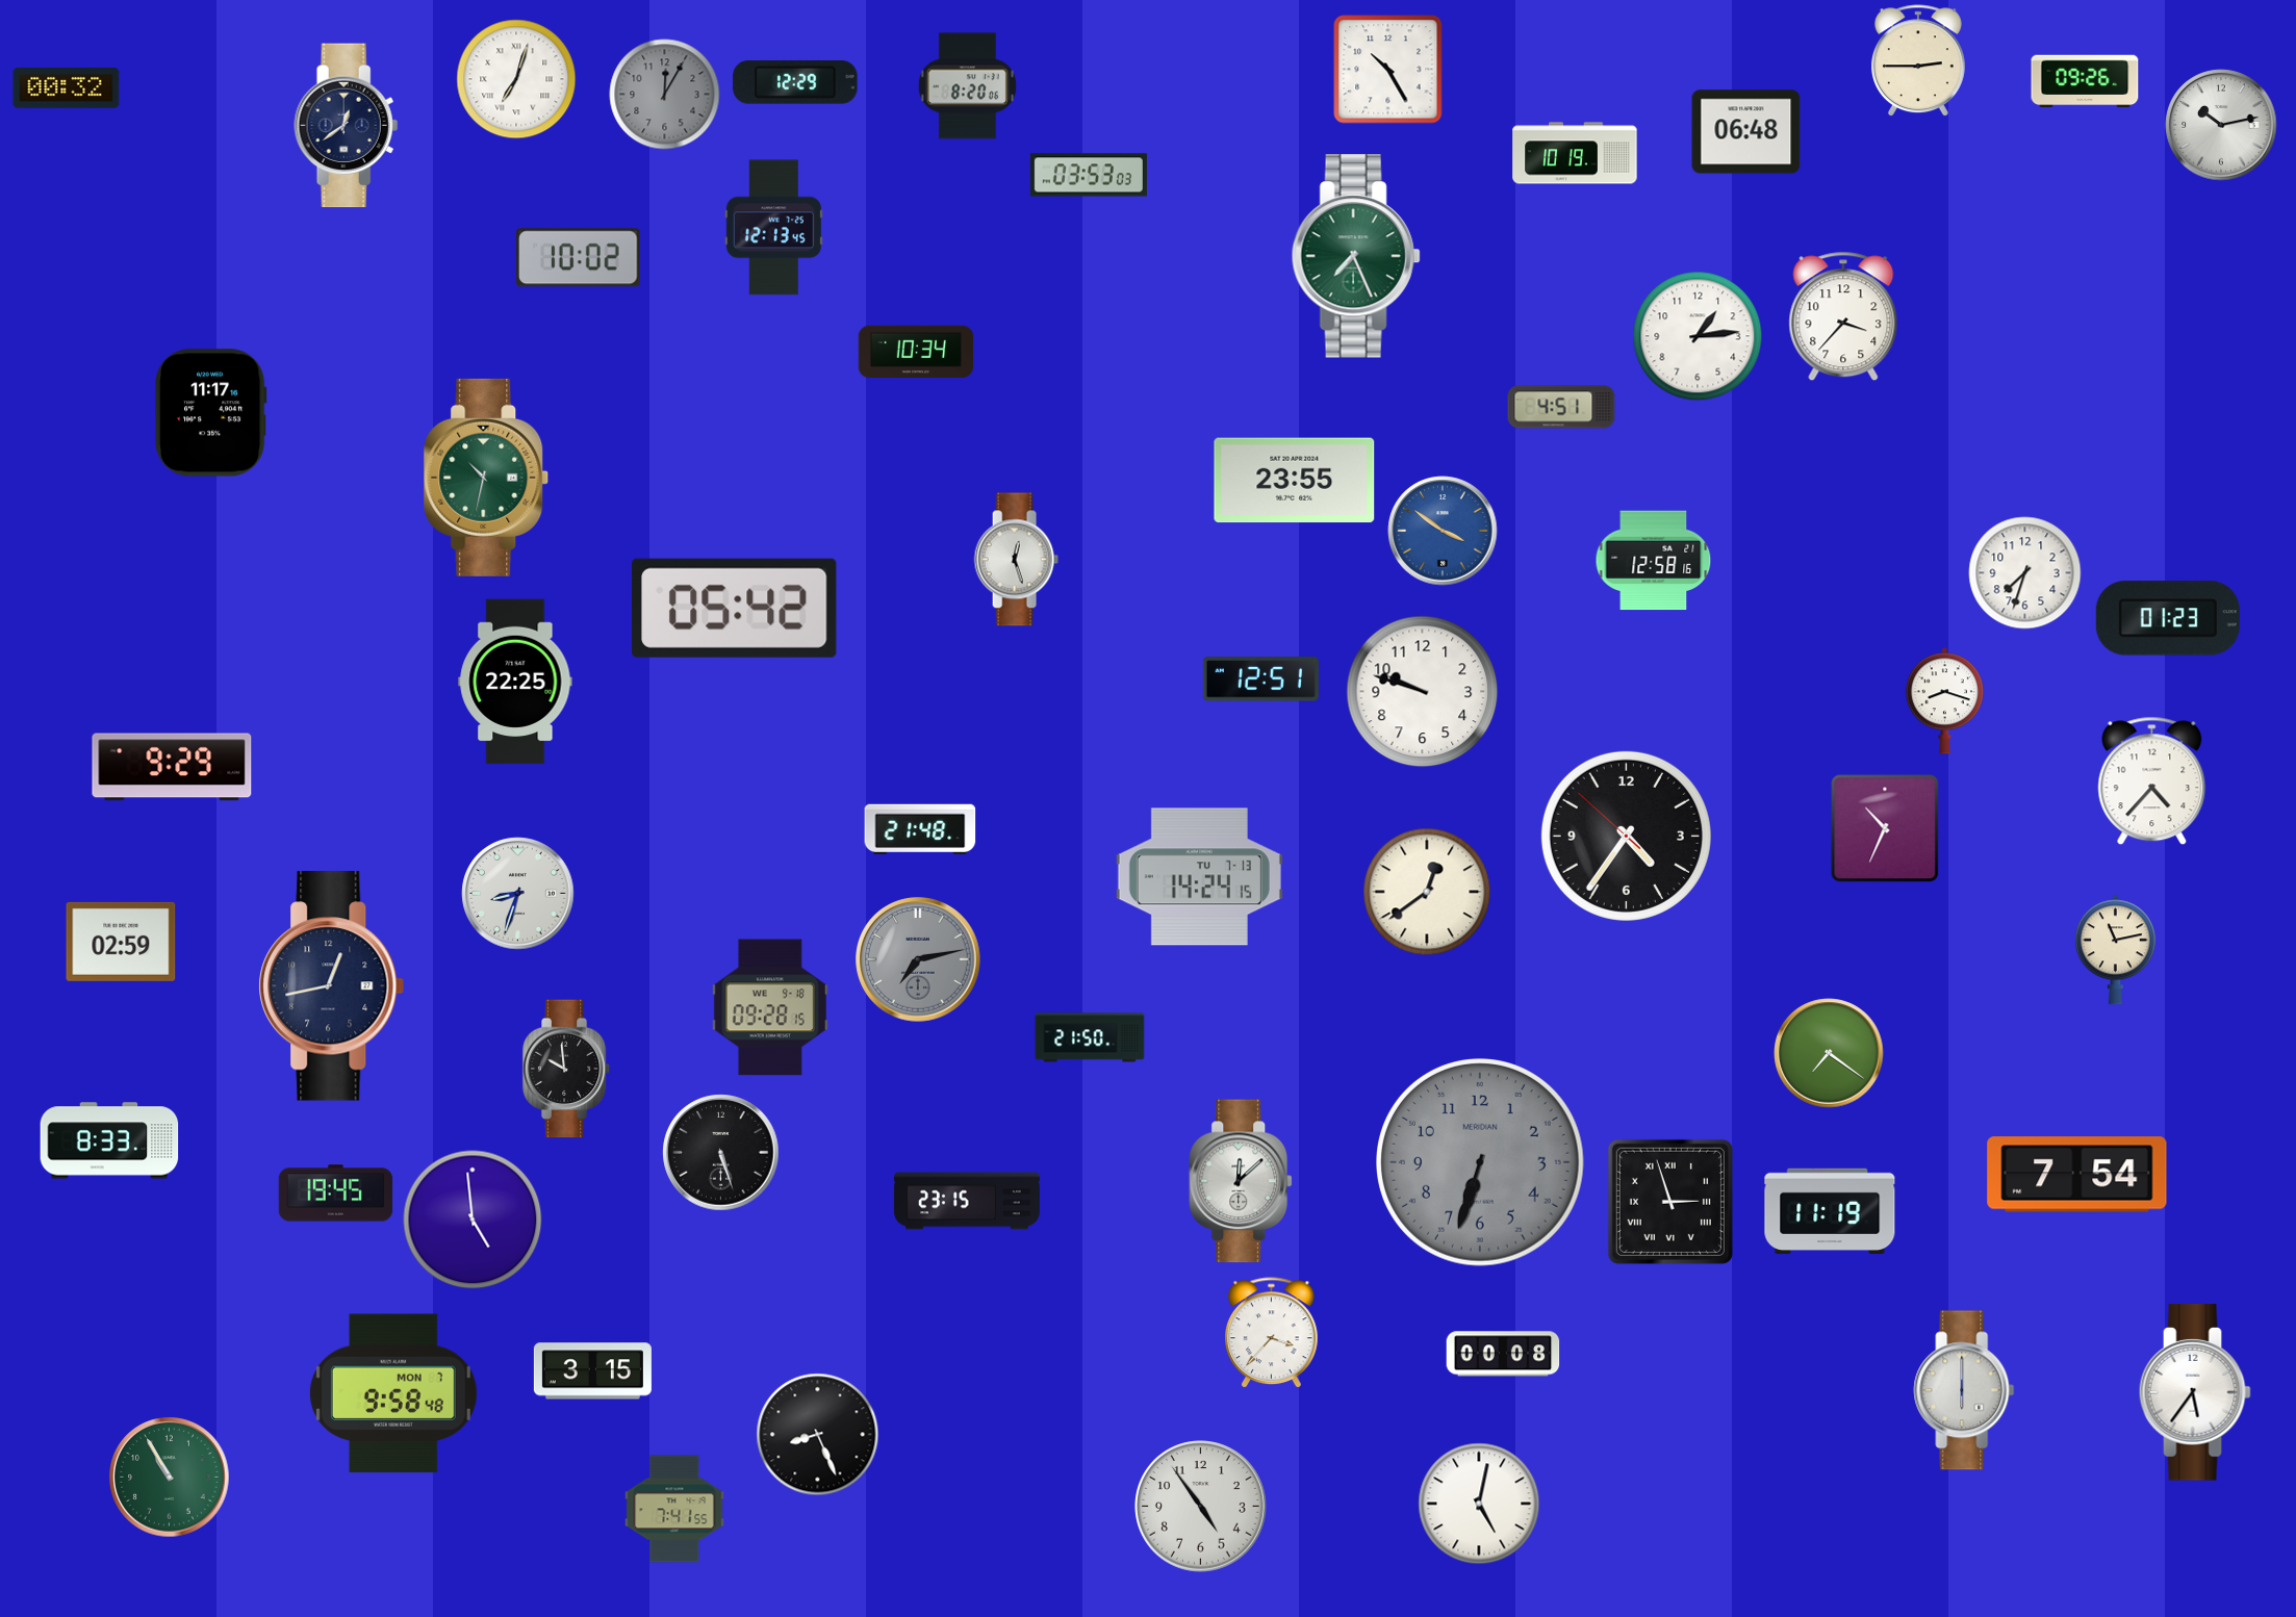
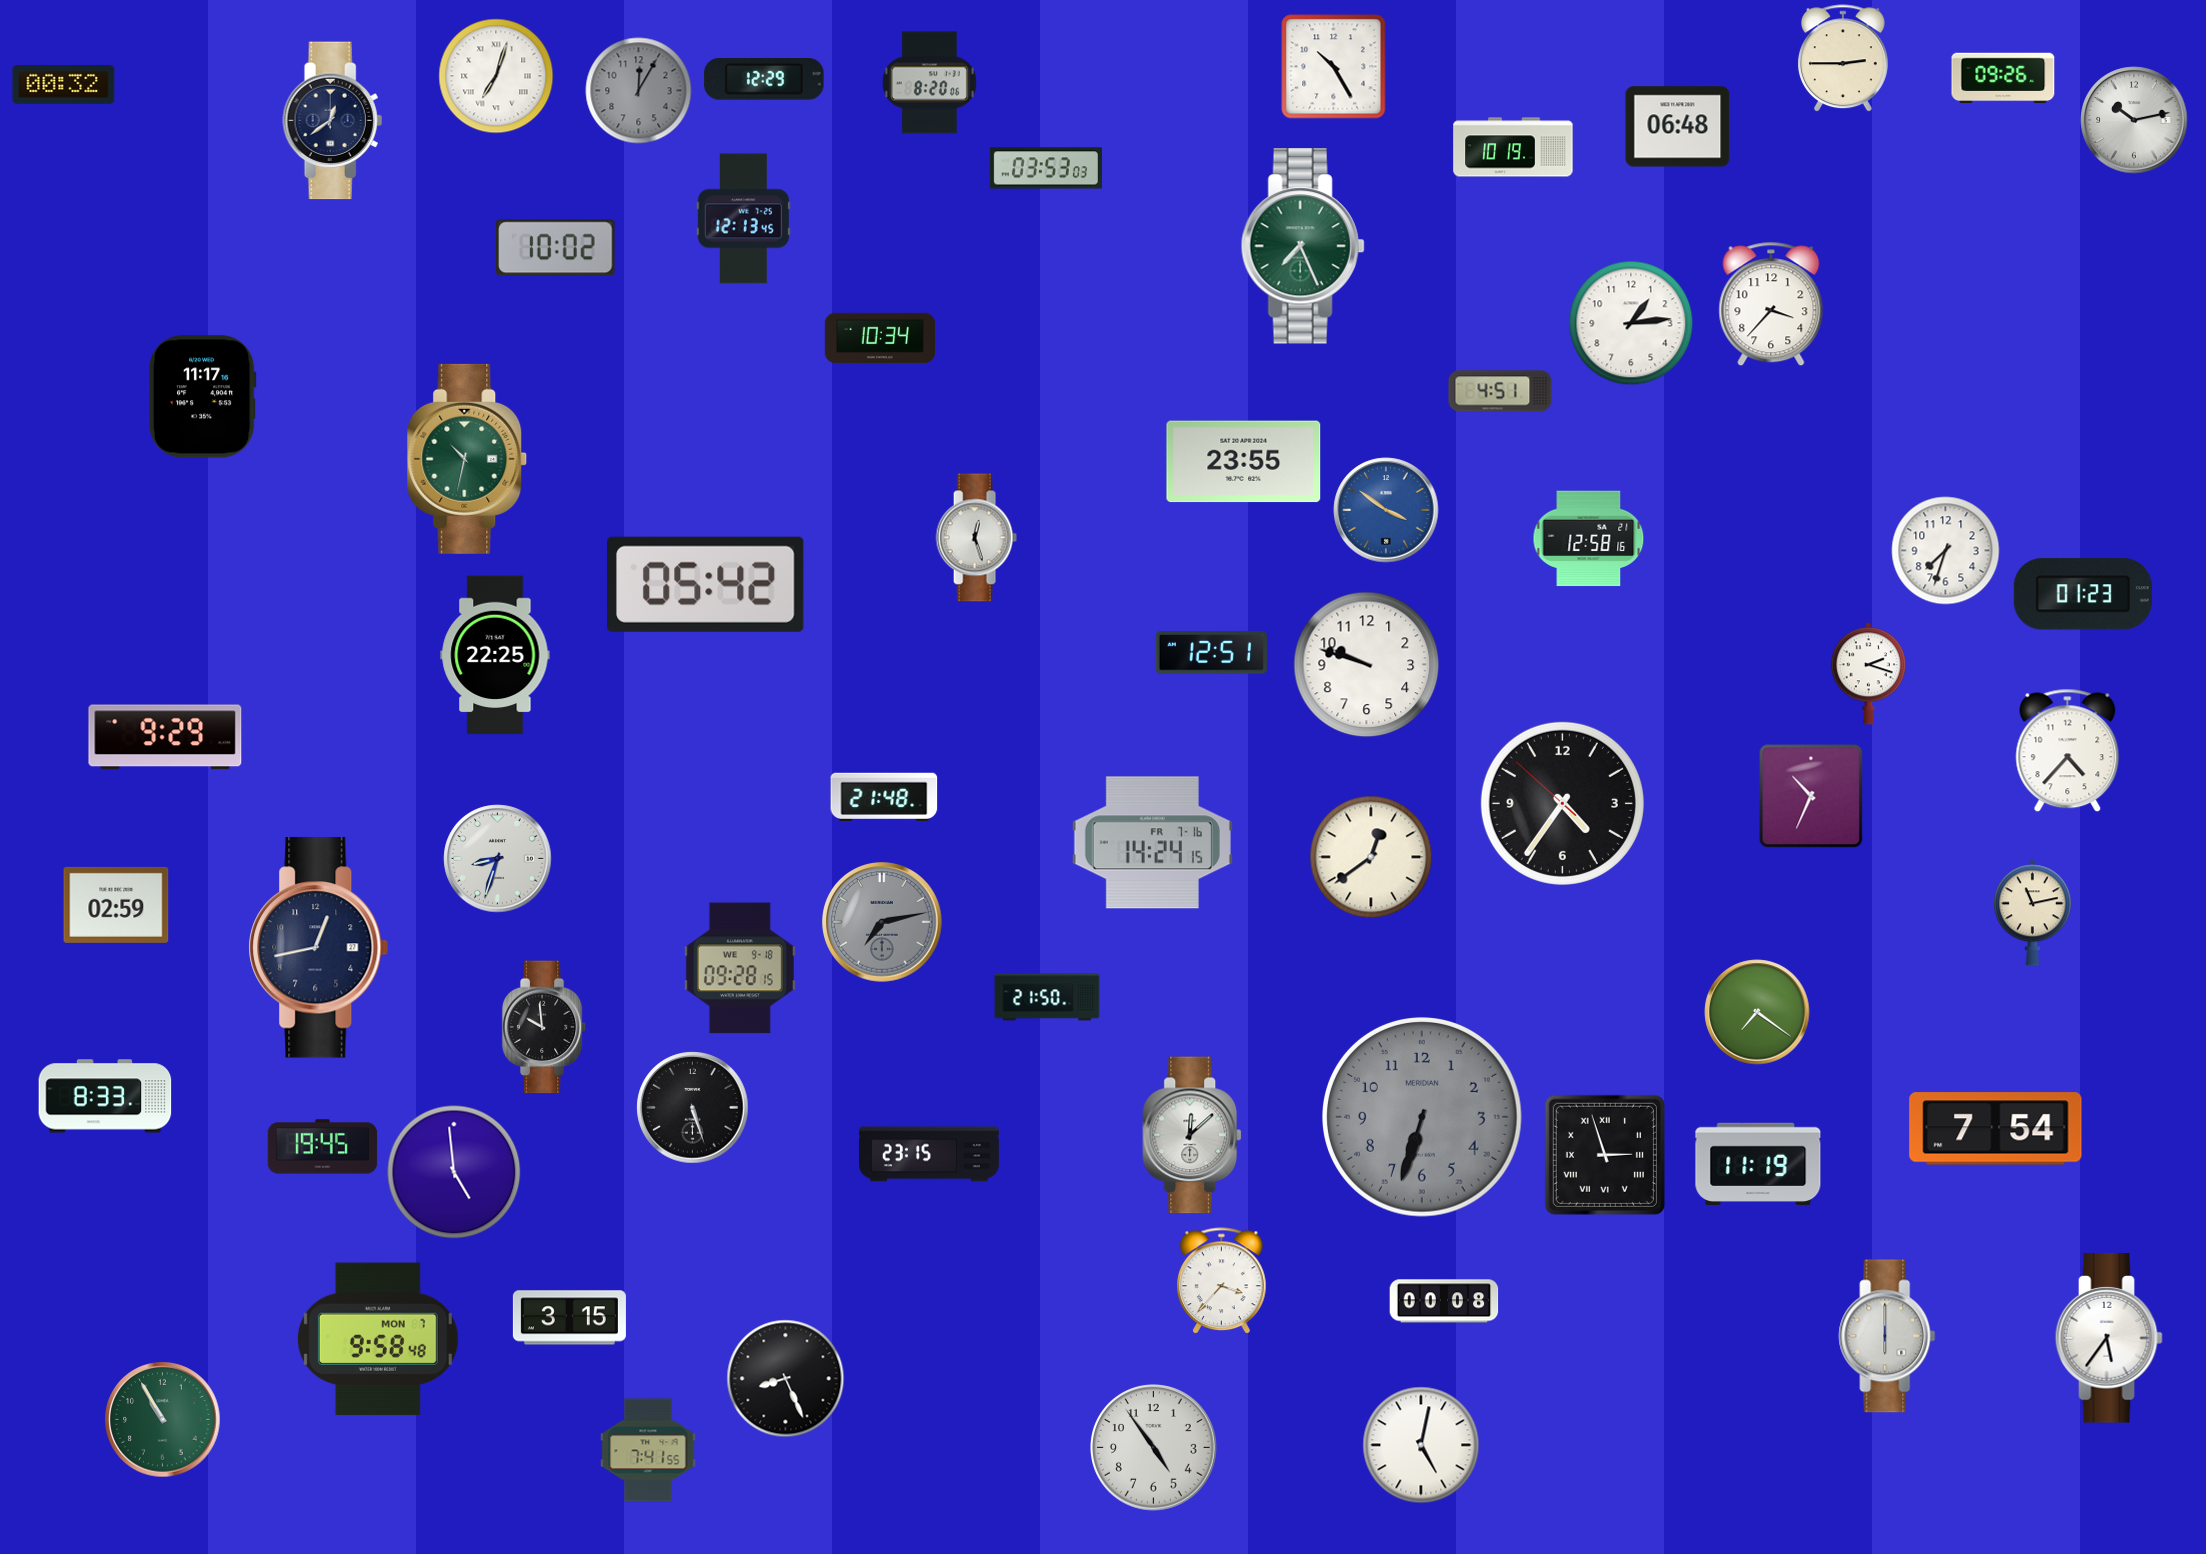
clock at (1944, 701): 8:18 -> 2:18
clock at (1199, 877) date: TU 7-13 -> FR 7-16
